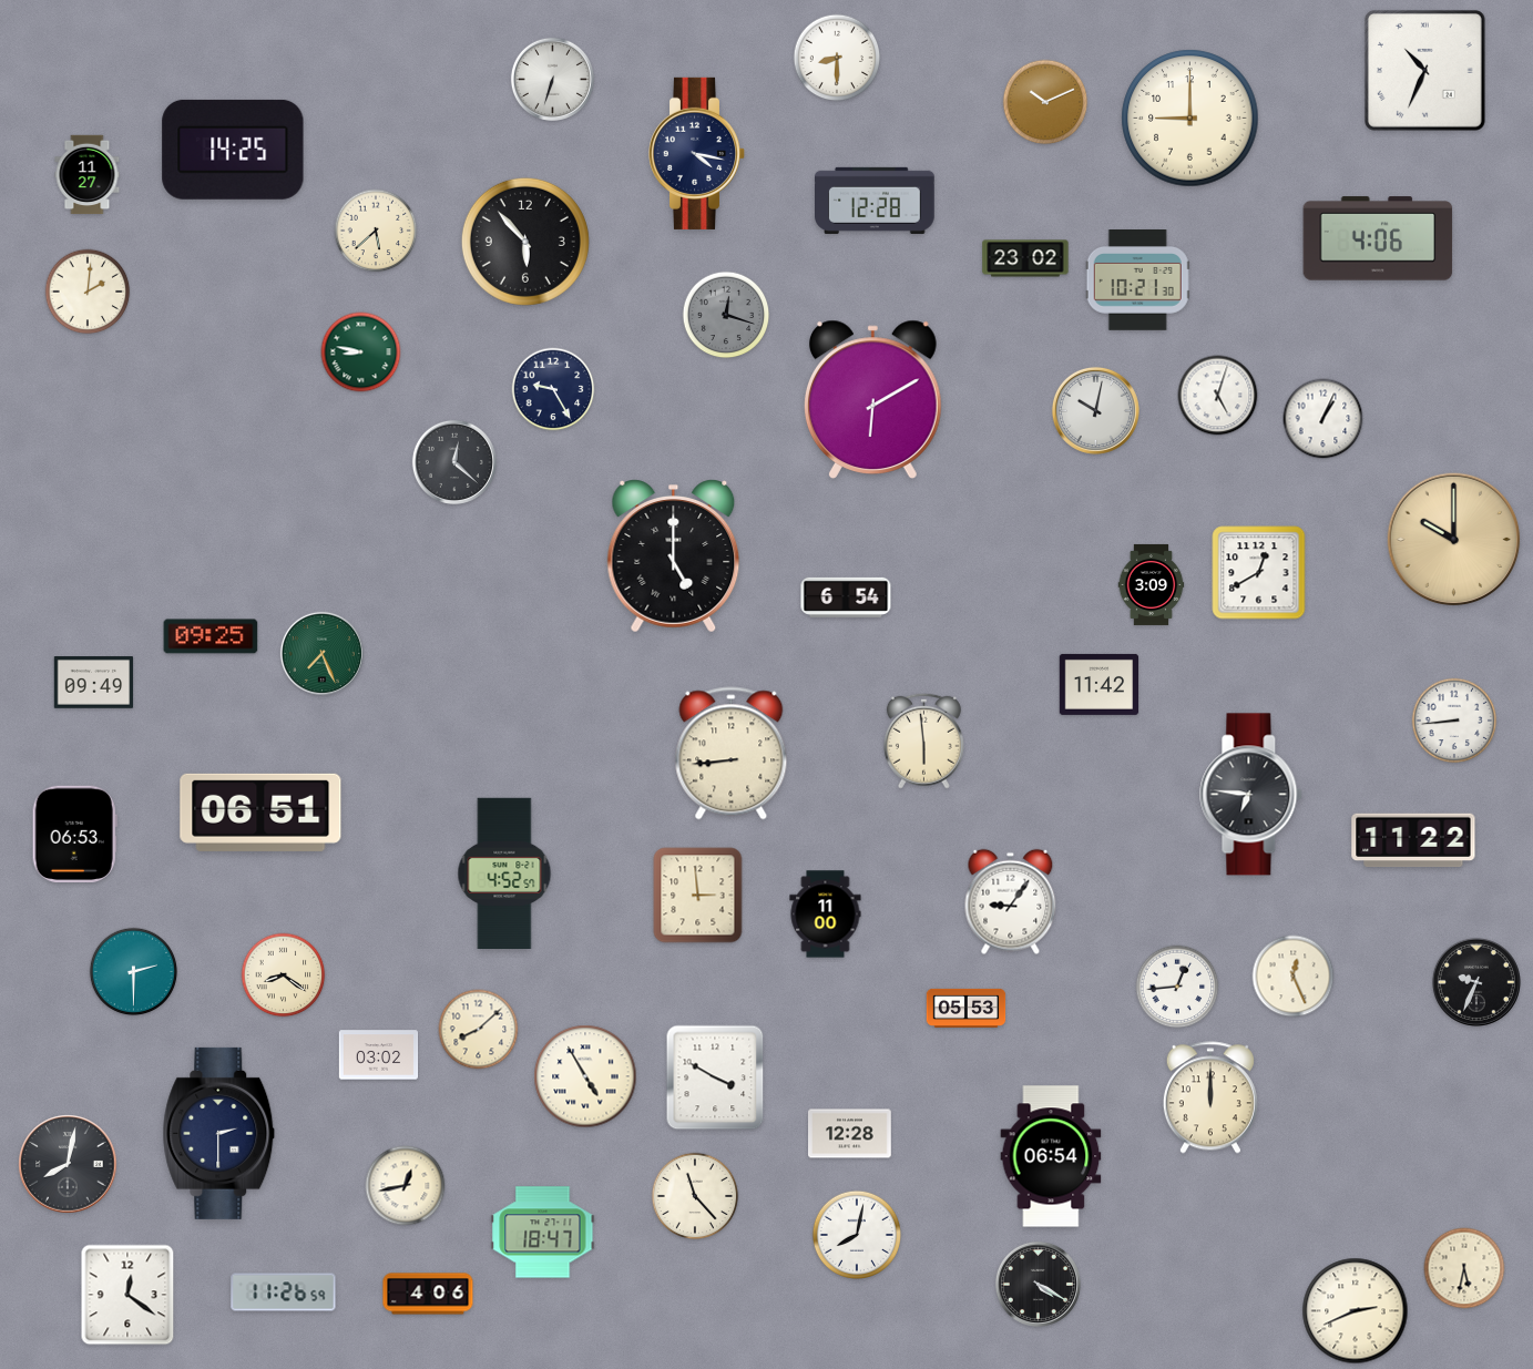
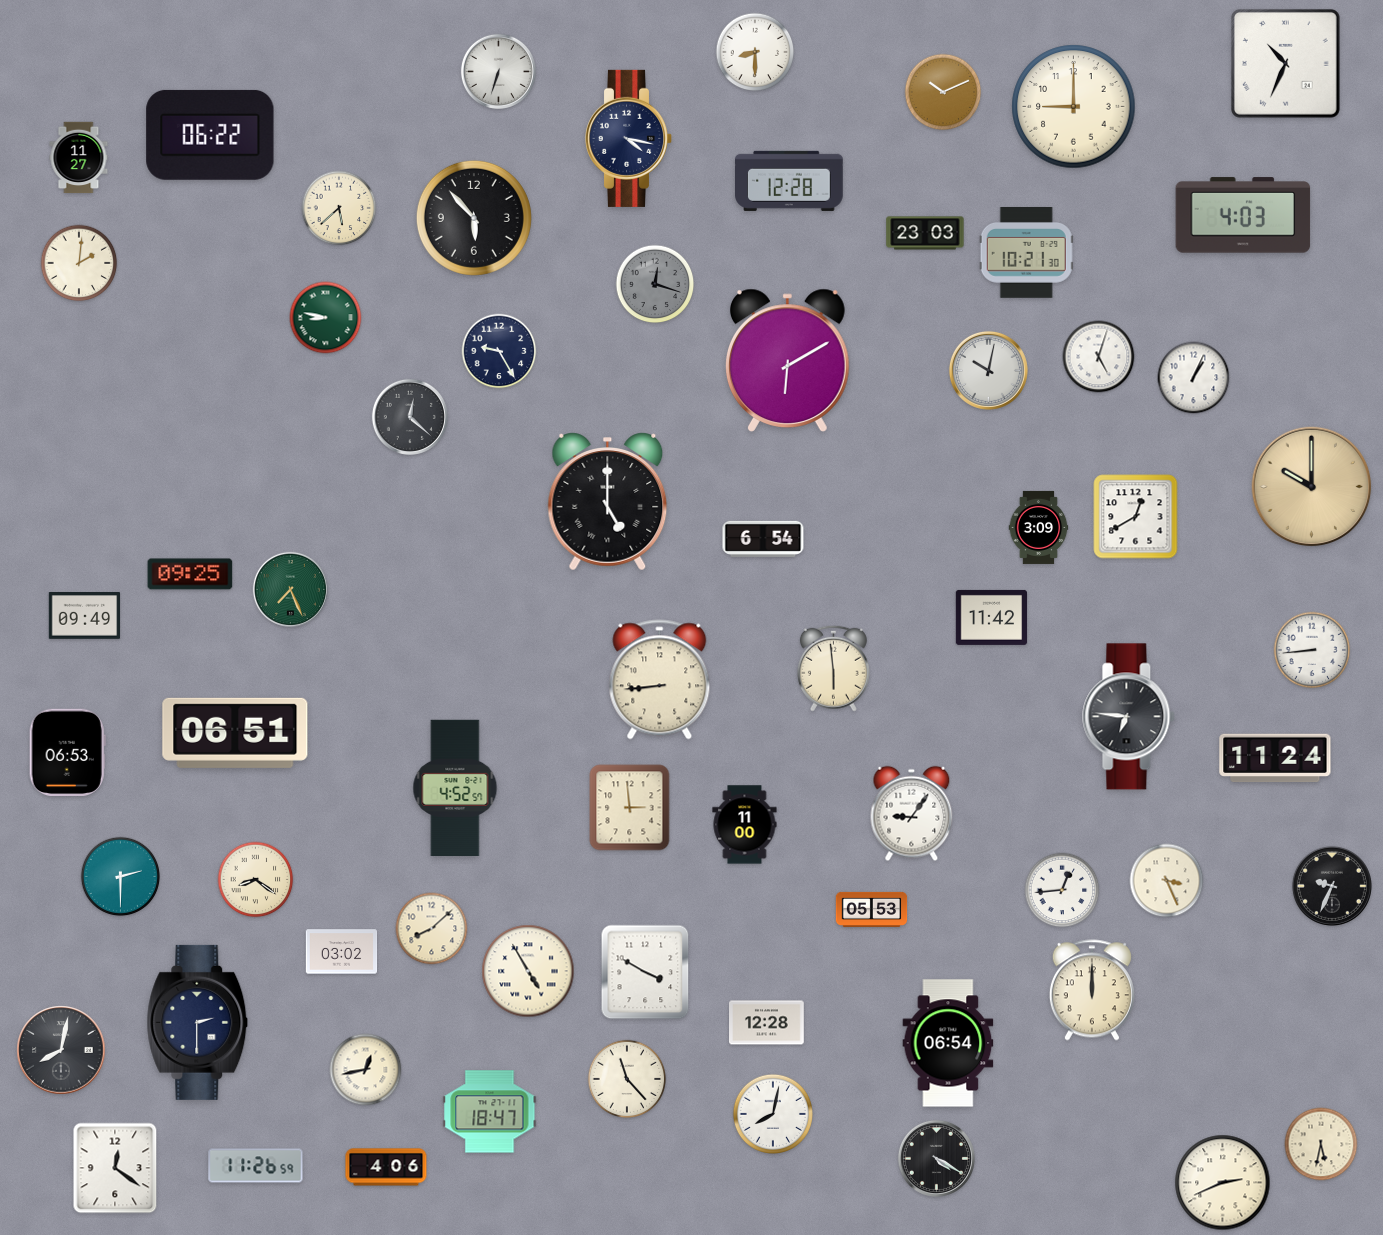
clock at (233, 150): 14:25 -> 06:22
clock at (1378, 238): 4:06 -> 4:03
clock at (1025, 258): 23:02 -> 23:03
clock at (1413, 840): 11:22 -> 11:24
clock at (1294, 977): 12:26 -> 3:26
